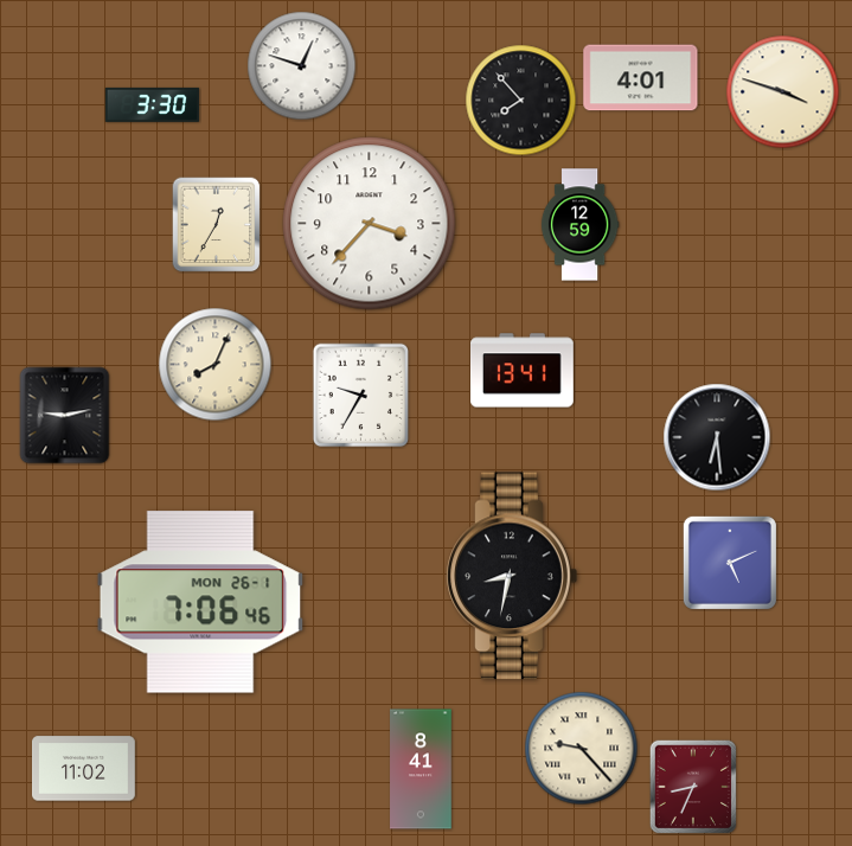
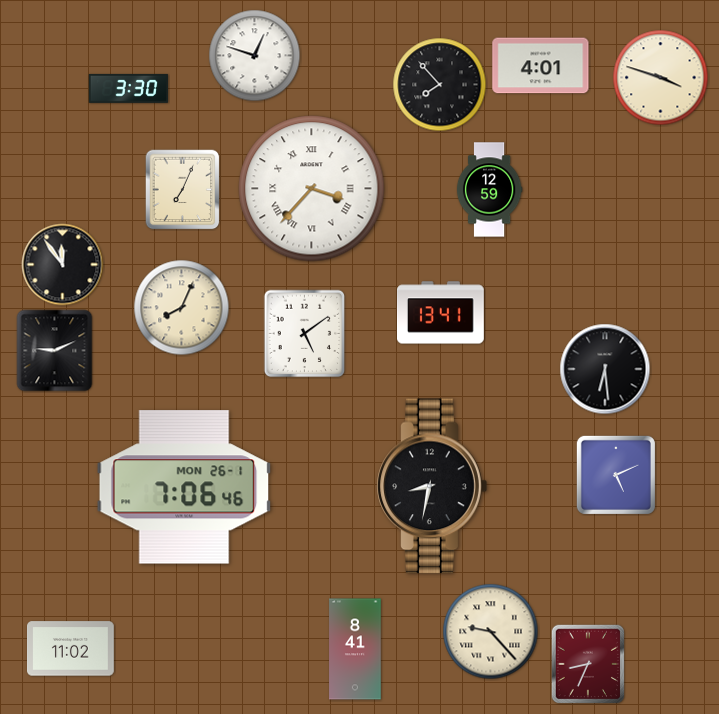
clock at (370, 224) numerals: Arabic -> Roman
clock at (217, 225): 12:35 -> 7:04
clock at (63, 265): none -> 11:54
clock at (361, 396): 9:35 -> 5:09
clock at (65, 416): 9:13 -> 9:11
clock at (200, 602) position: (200, 602) -> (184, 487)
clock at (693, 787) position: (693, 787) -> (588, 664)
